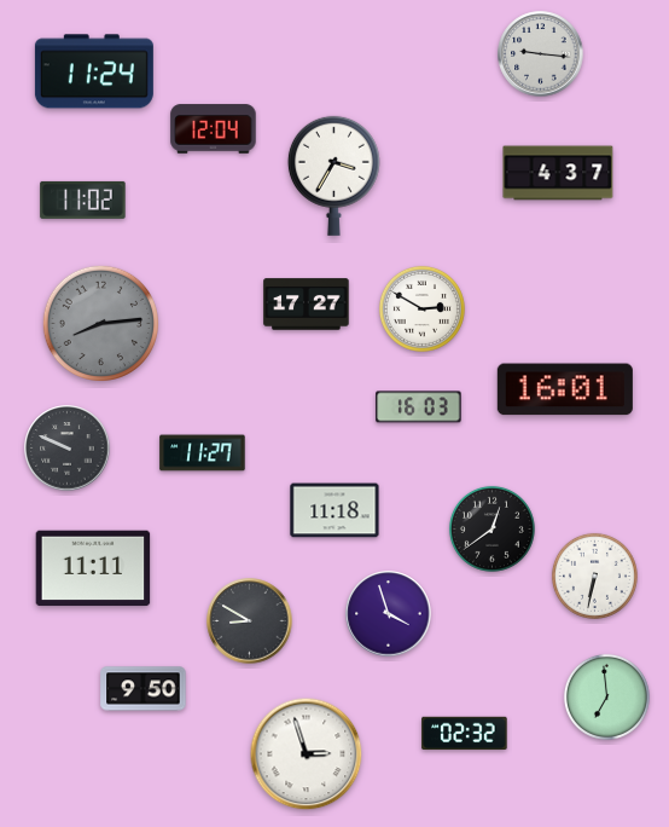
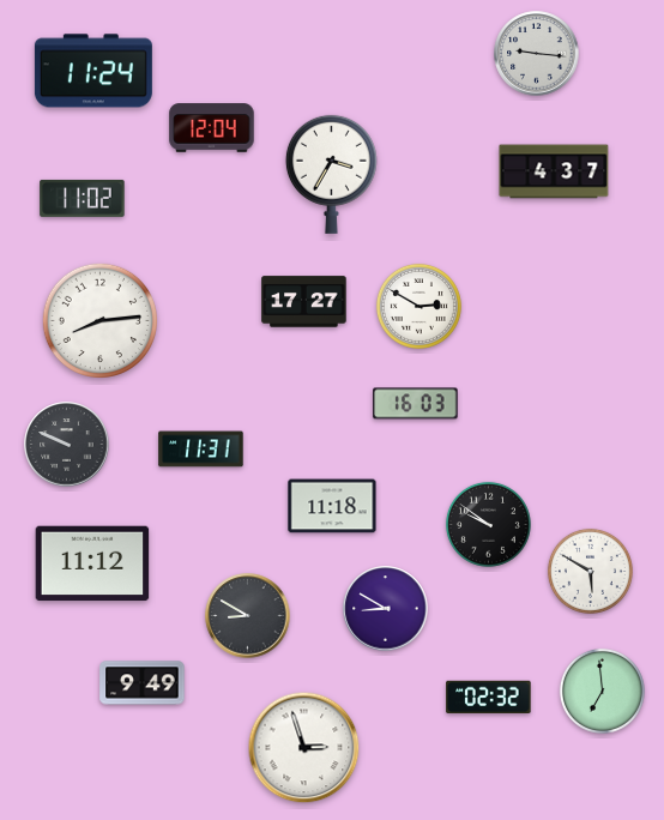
clock at (100, 323) dial: grey -> white
clock at (565, 389): 16:01 -> none
clock at (203, 453): 11:27 -> 11:31
clock at (491, 528): 12:39 -> 9:51
clock at (93, 568): 11:11 -> 11:12
clock at (594, 576): 6:32 -> 5:50
clock at (389, 614): 3:57 -> 8:50
clock at (144, 689): 9:50 -> 9:49
clock at (465, 733) position: (465, 733) -> (489, 697)
